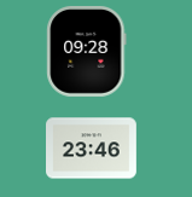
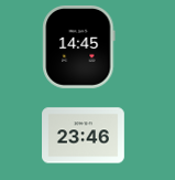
clock at (87, 51): 09:28 -> 14:45
